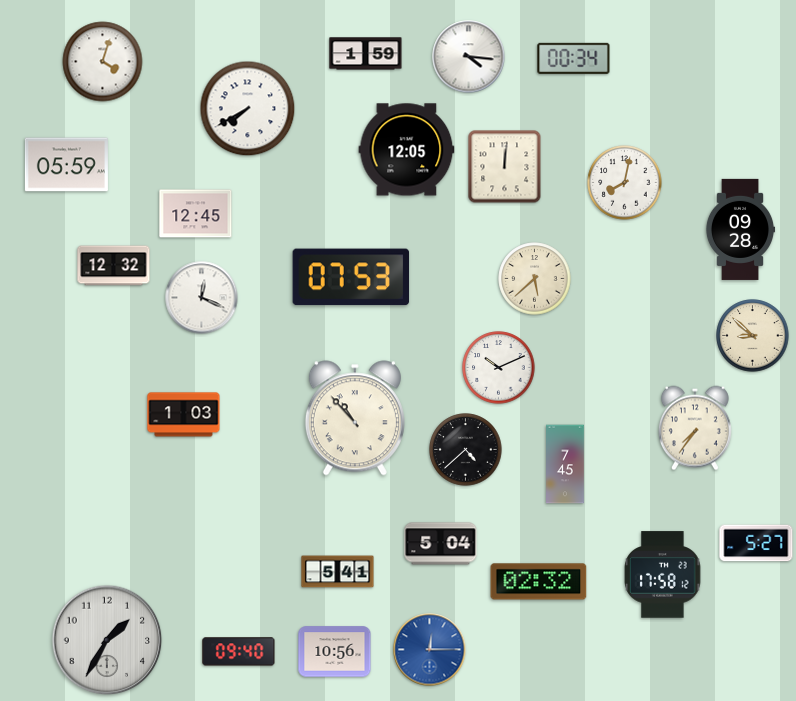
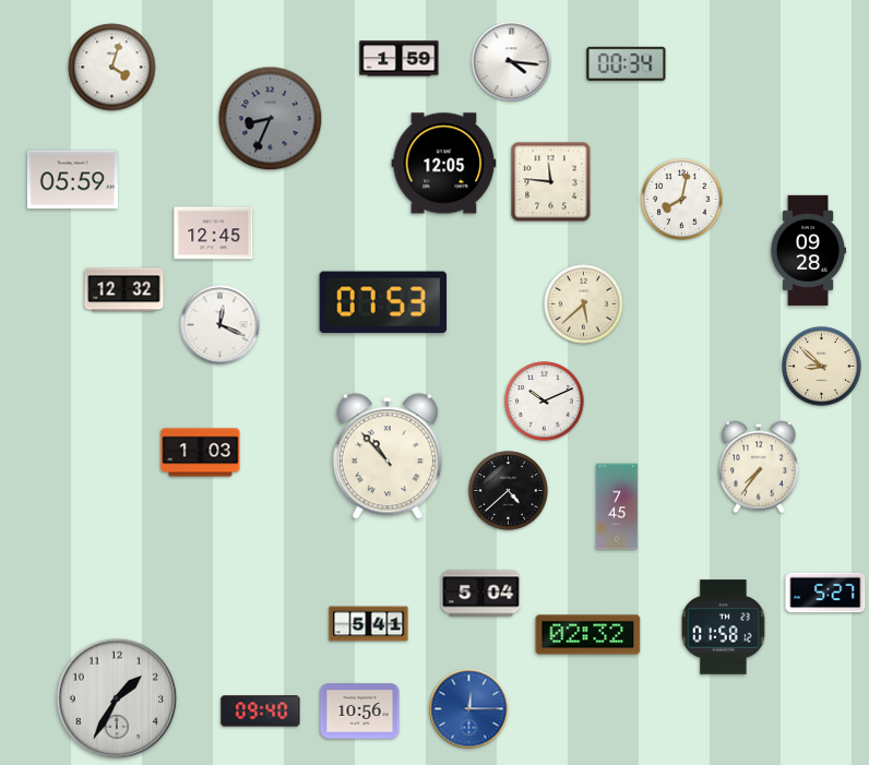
clock at (248, 109): 7:40 -> 8:34
clock at (248, 109) dial: white -> grey
clock at (505, 167): 12:01 -> 11:46
clock at (663, 575): 17:58 -> 01:58
clock at (335, 652) position: (335, 652) -> (360, 712)
